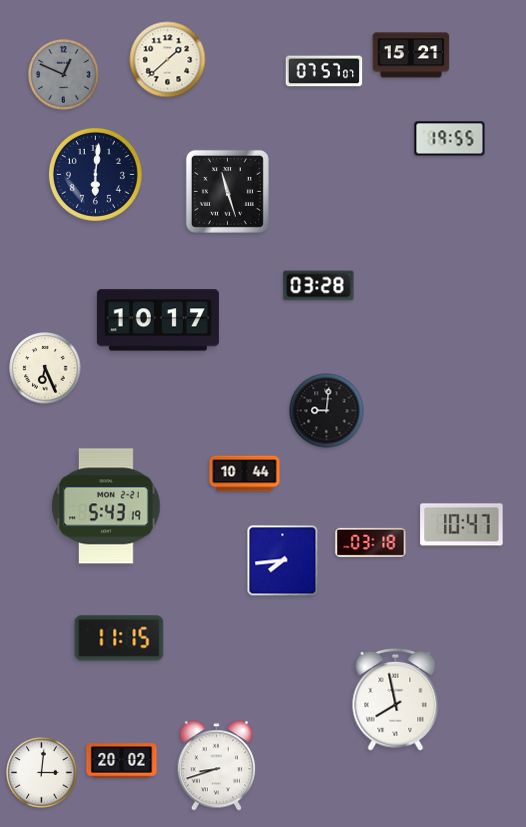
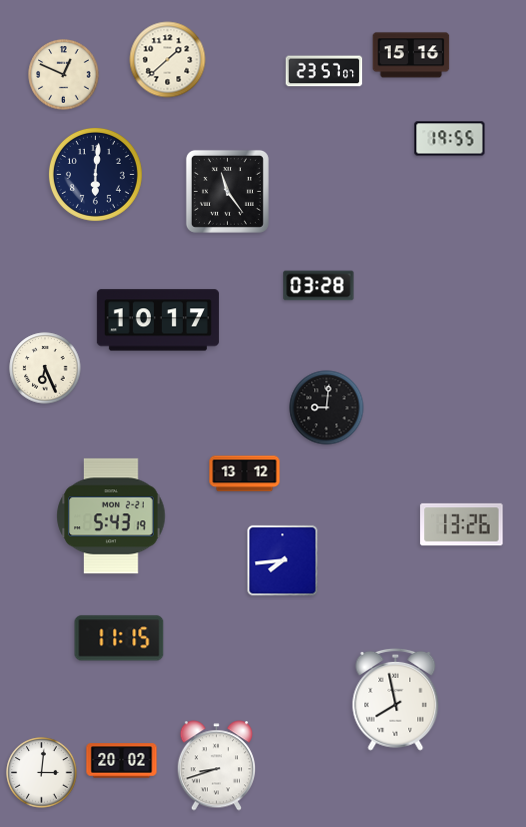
clock at (411, 55): 15:21 -> 15:16
clock at (324, 71): 07:57 -> 23:57
clock at (64, 75) dial: grey -> cream
clock at (227, 191): 11:27 -> 11:24
clock at (327, 411) position: (327, 411) -> (327, 408)
clock at (245, 474): 10:44 -> 13:12
clock at (106, 506) position: (106, 506) -> (111, 516)
clock at (462, 525): 10:47 -> 13:26
clock at (371, 542): 03:18 -> none
